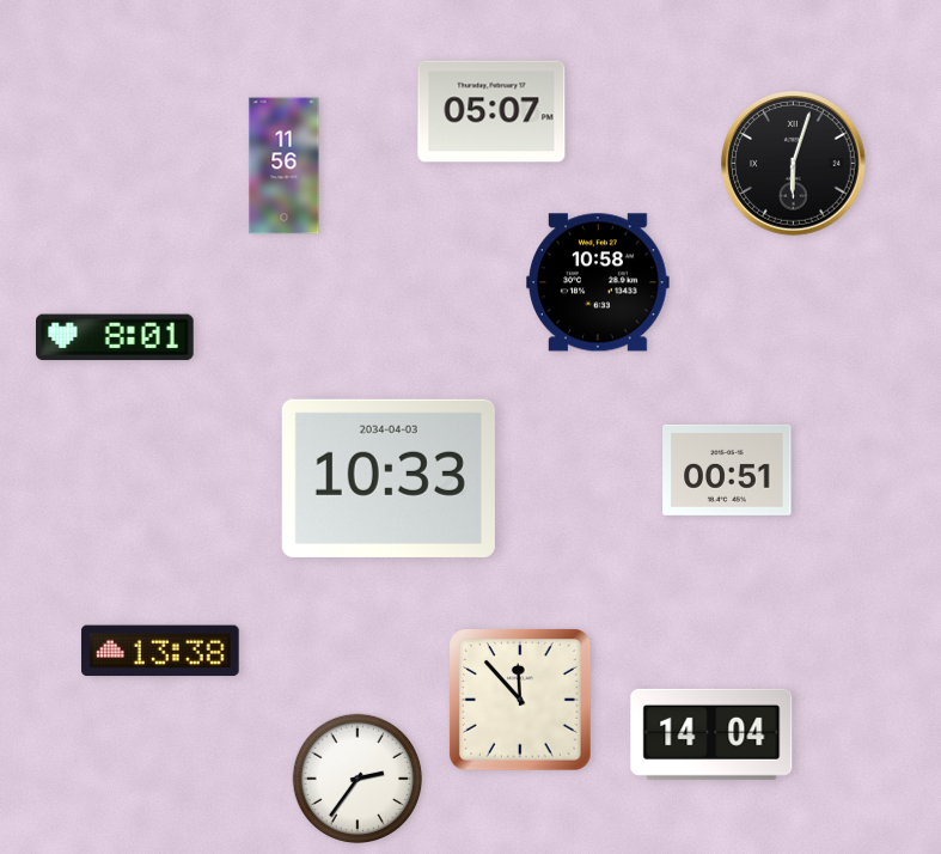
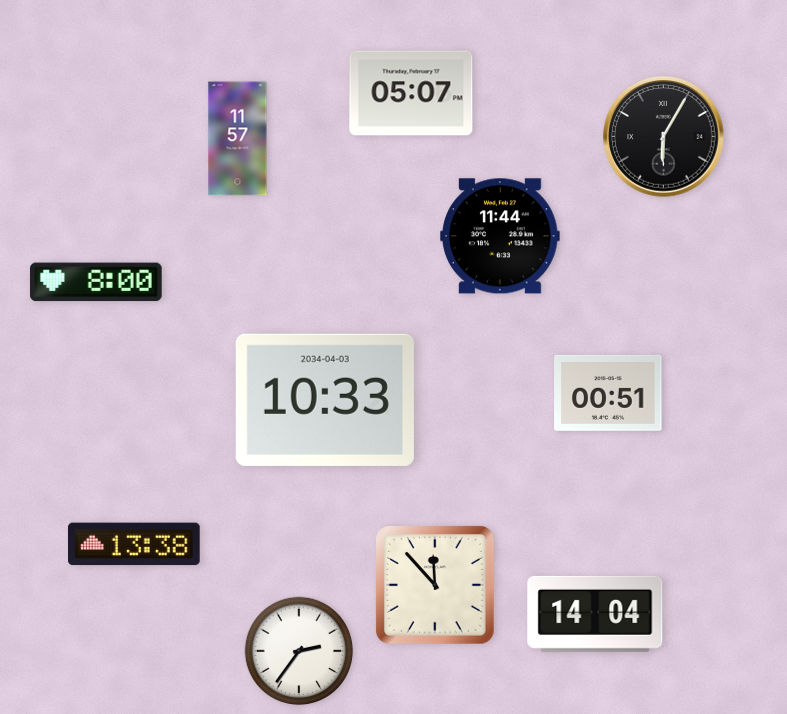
clock at (794, 164): 6:03 -> 6:05
clock at (285, 166): 11:56 -> 11:57
clock at (598, 282): 10:58 -> 11:44
clock at (116, 337): 8:01 -> 8:00
